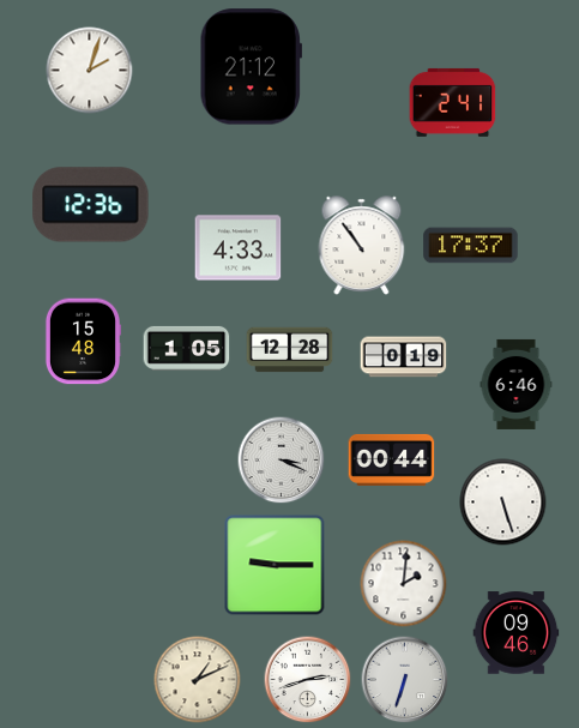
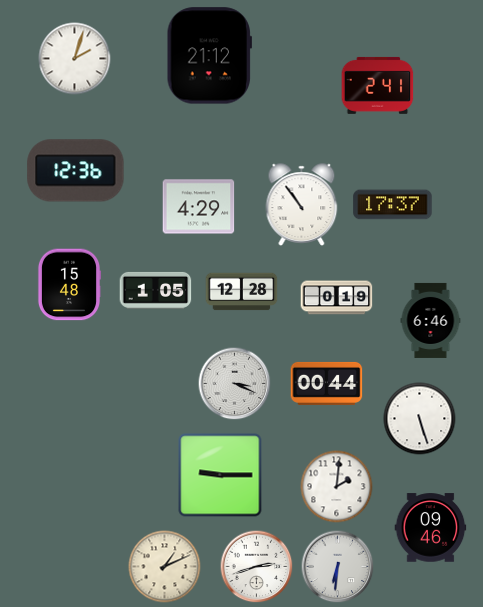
clock at (239, 248): 4:33 -> 4:29
clock at (275, 565) position: (275, 565) -> (220, 475)
clock at (405, 680): 6:33 -> 6:31
